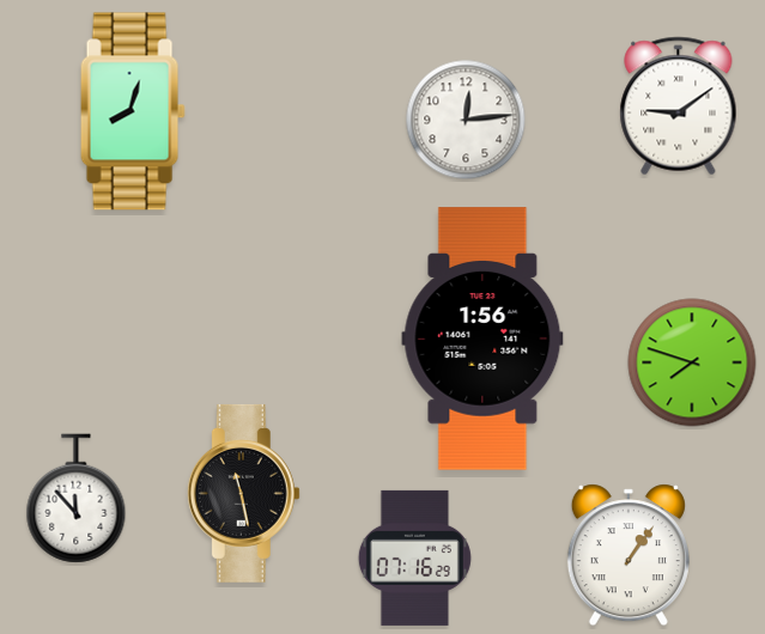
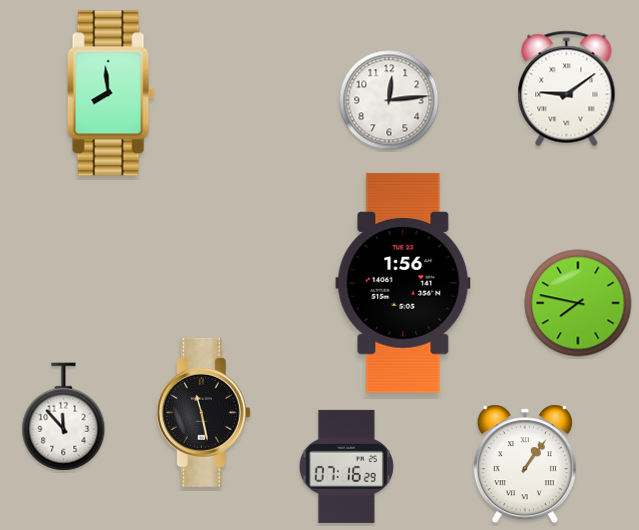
clock at (133, 111): 8:03 -> 7:59
clock at (692, 362): 7:48 -> 7:47
